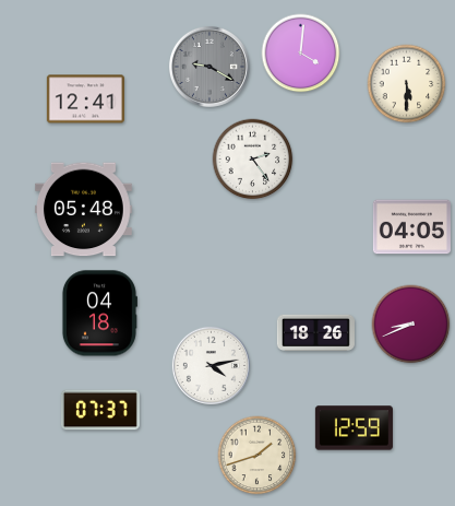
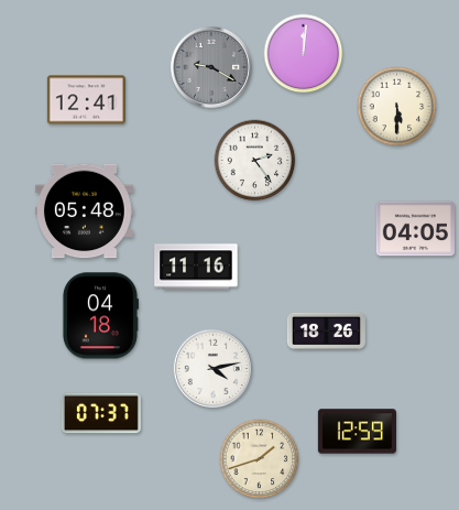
clock at (301, 54): 4:01 -> 12:01
clock at (407, 84) position: (407, 84) -> (397, 107)
clock at (196, 267): none -> 11:16
clock at (411, 325): 8:41 -> none
clock at (315, 332) position: (315, 332) -> (326, 330)
